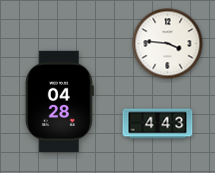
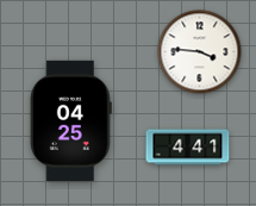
clock at (59, 101): 04:28 -> 04:25
clock at (158, 124): 4:43 -> 4:41
